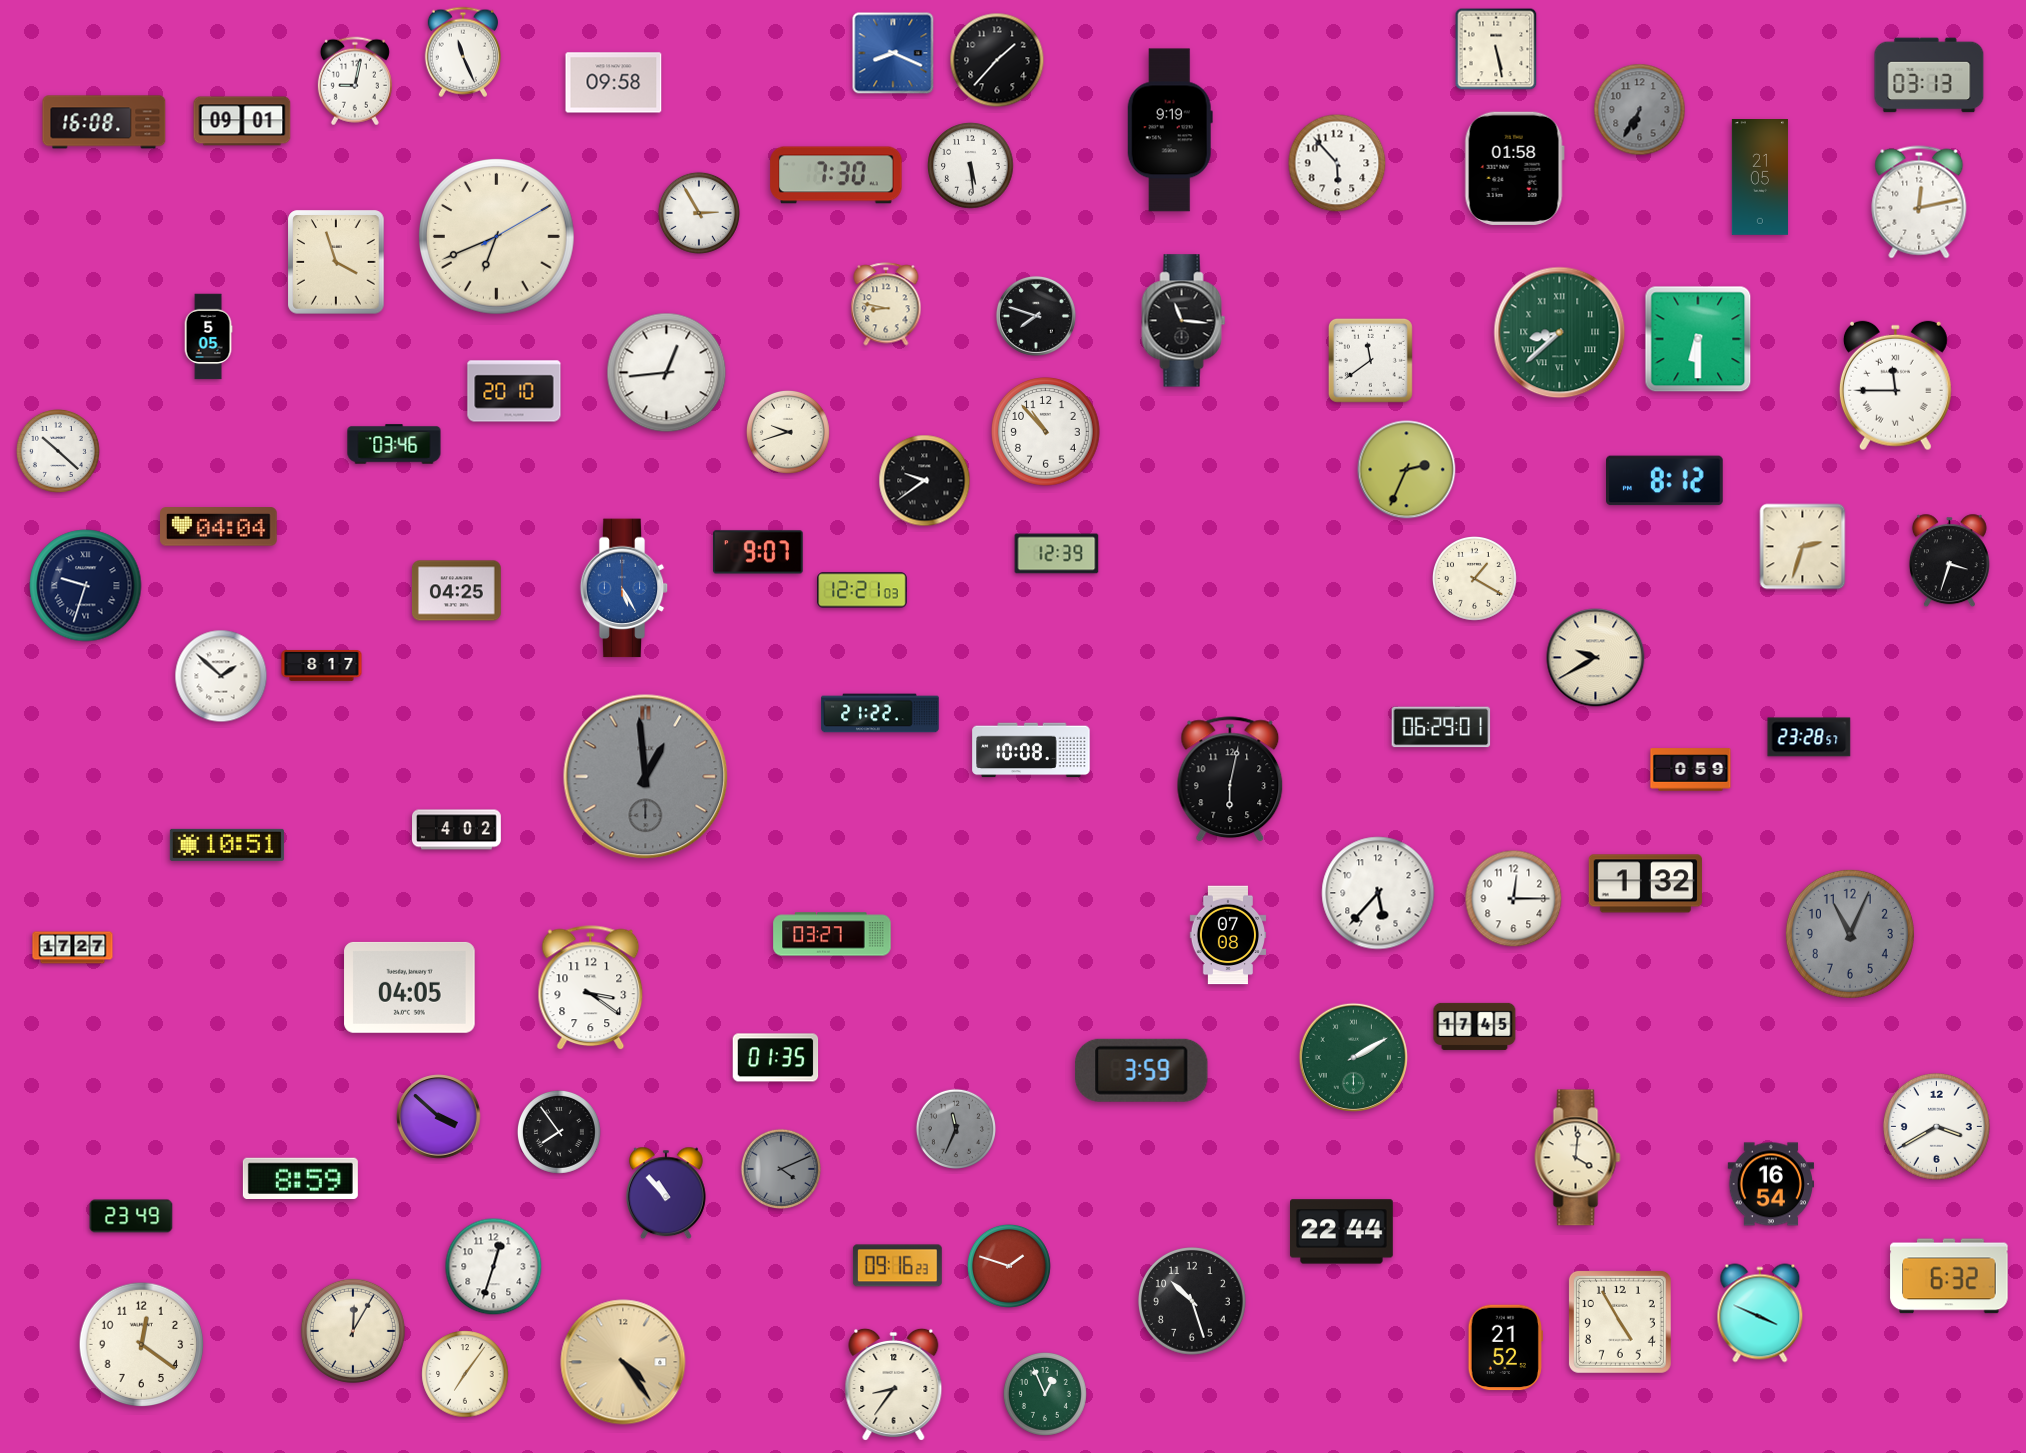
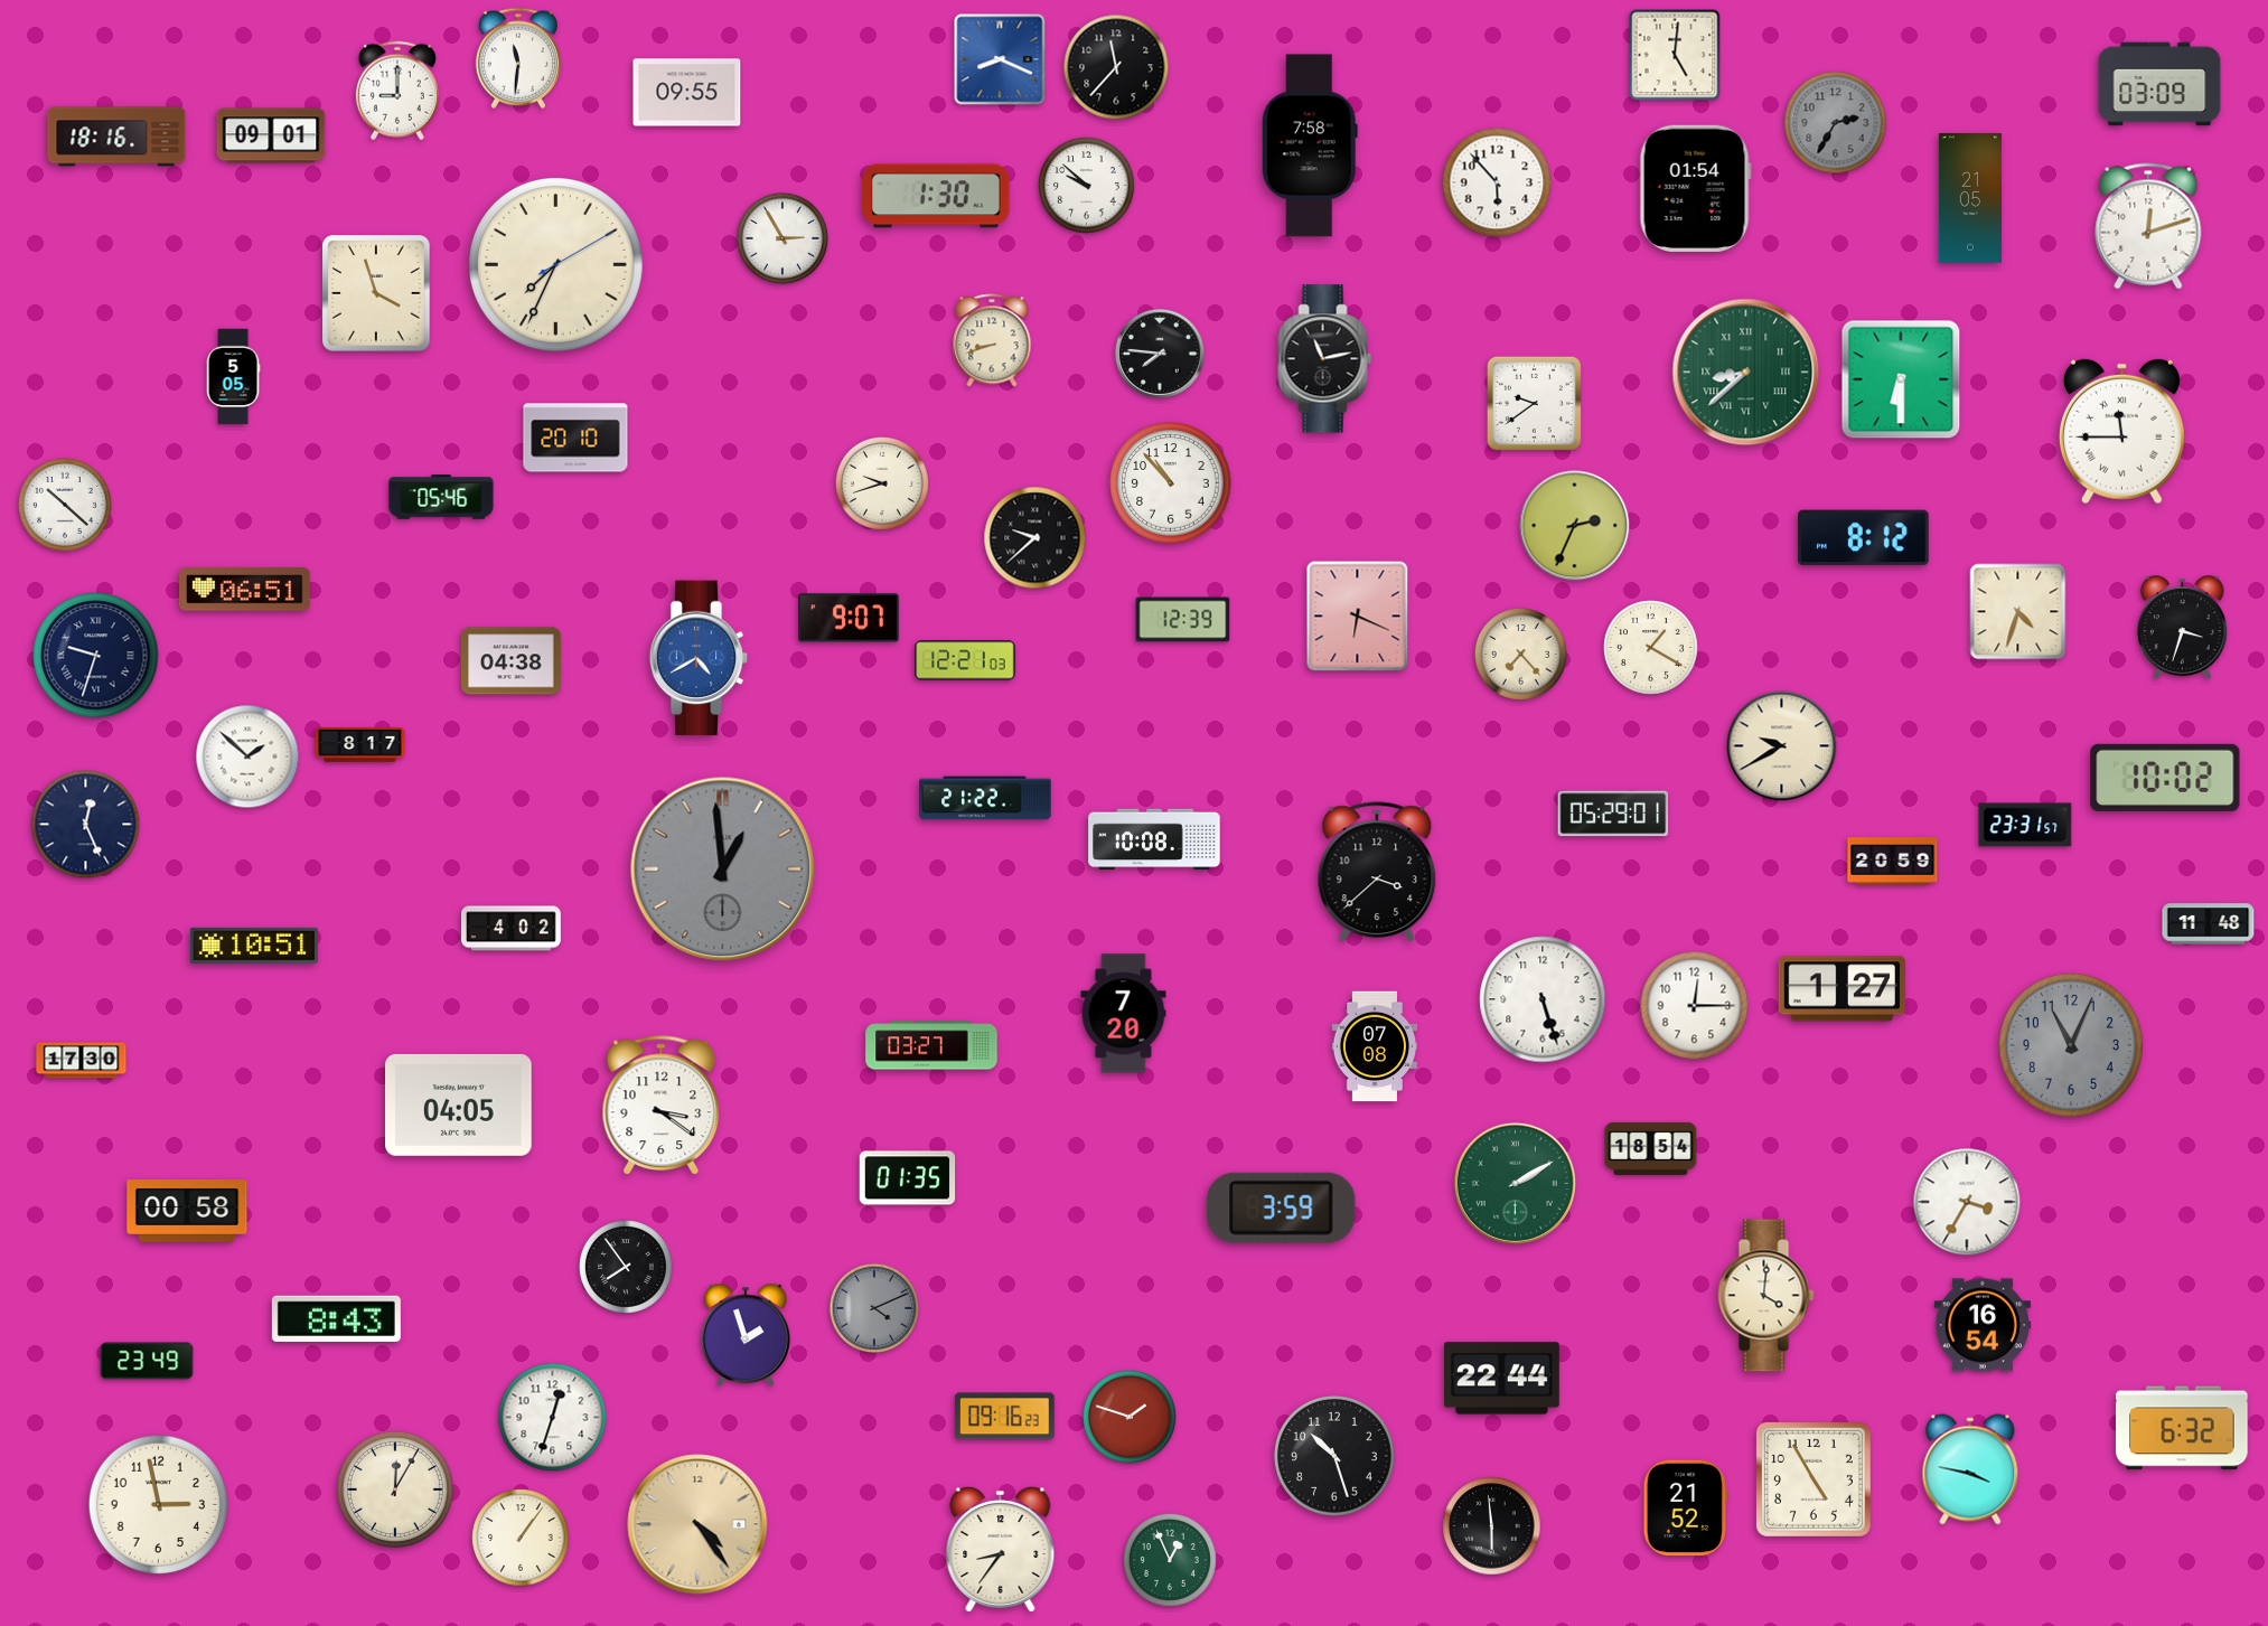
clock at (1496, 49): 5:28 -> 5:01
clock at (463, 52): 11:26 -> 11:31
clock at (997, 60): 1:37 -> 11:37
clock at (1929, 75): 03:13 -> 03:09
clock at (355, 81): 9:02 -> 9:00
clock at (614, 83): 09:58 -> 09:55
clock at (1640, 110): 6:35 -> 2:35
clock at (104, 122): 16:08 -> 18:16
clock at (1170, 130): 9:19 -> 7:58
clock at (971, 166): 5:29 -> 9:52
clock at (1514, 168): 01:58 -> 01:54
clock at (836, 175): 7:30 -> 1:30
clock at (1919, 202): 12:13 -> 12:12
clock at (497, 237): 6:41 -> 7:34
clock at (886, 304): 8:47 -> 8:42
clock at (1036, 316): 7:48 -> 7:46
clock at (1184, 321): 11:16 -> 11:13
clock at (1370, 360): 11:39 -> 9:39
clock at (667, 373): 12:44 -> none
clock at (394, 444): 03:46 -> 05:46
clock at (925, 481): 9:39 -> 9:38
clock at (219, 527): 04:04 -> 06:51
clock at (1803, 547): 2:33 -> 4:33
clock at (1358, 617): none -> 6:19
clock at (1520, 654): none -> 7:23
clock at (624, 588): 5:25 -> 4:40
clock at (456, 591): 04:25 -> 04:38
clock at (1596, 658) position: (1596, 658) -> (1782, 746)
clock at (2165, 778): none -> 10:02
clock at (1441, 727): 06:29 -> 05:29
clock at (86, 825): none -> 12:26
clock at (1809, 737): 23:28 -> 23:31
clock at (1691, 770): 0:59 -> 20:59
clock at (1230, 780): 6:02 -> 3:38
clock at (2209, 924): none -> 11:48
clock at (1645, 884): 1:32 -> 1:27
clock at (1378, 893): 5:37 -> 5:27
clock at (1124, 1014): none -> 7:20
clock at (73, 948): 17:27 -> 17:30
clock at (1475, 1026): 17:45 -> 18:54
clock at (776, 1058) position: (776, 1058) -> (908, 1178)
clock at (1142, 1070) position: (1142, 1070) -> (1282, 1207)
clock at (1967, 1202): none -> 3:35
clock at (187, 1212): none -> 00:58
clock at (439, 1117): 3:52 -> none
clock at (1936, 1126): 3:40 -> none
clock at (955, 1128): 11:34 -> none
clock at (300, 1179): 8:59 -> 8:43
clock at (666, 1193): 10:53 -> 1:57
clock at (1760, 1313): 3:49 -> 3:47
clock at (142, 1345): 12:21 -> 2:58
clock at (1492, 1526): none -> 5:59
clock at (465, 1374): 7:06 -> 1:06
